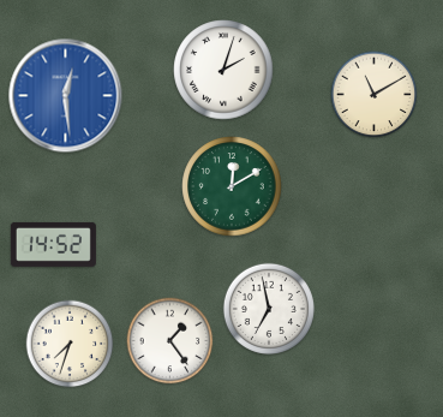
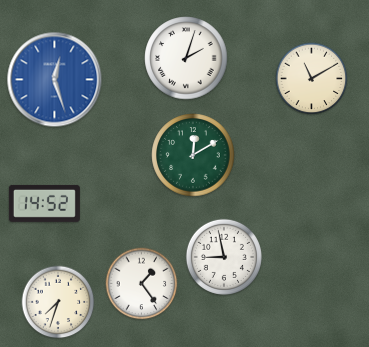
clock at (66, 96): 12:29 -> 12:27
clock at (268, 308): 6:58 -> 8:58
clock at (70, 344) position: (70, 344) -> (58, 302)
